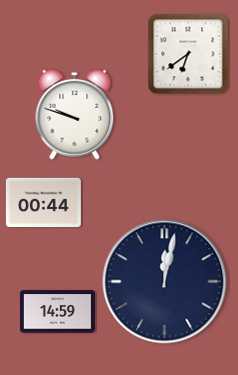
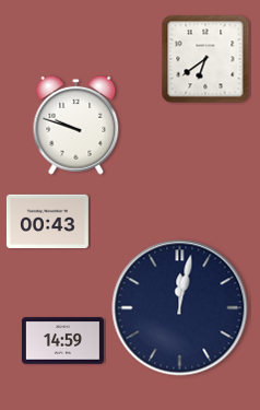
clock at (75, 114) position: (75, 114) -> (76, 125)
clock at (43, 202): 00:44 -> 00:43
